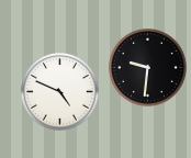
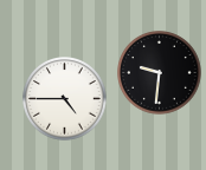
clock at (60, 92): 4:49 -> 4:45
